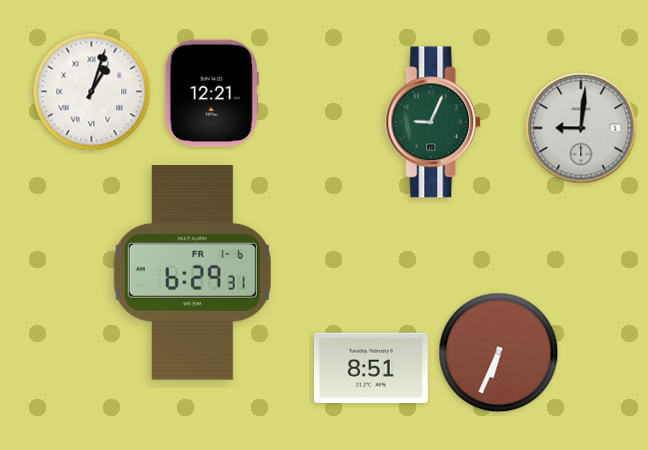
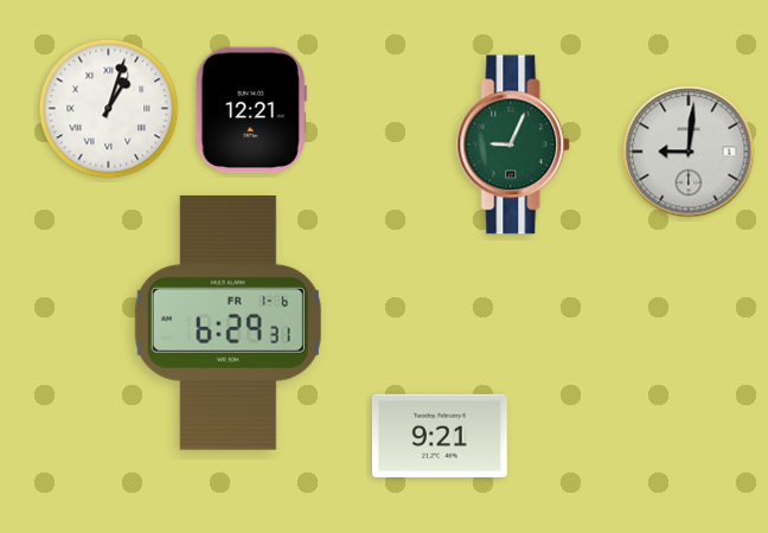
clock at (499, 353): 6:34 -> none
clock at (371, 367): 8:51 -> 9:21
